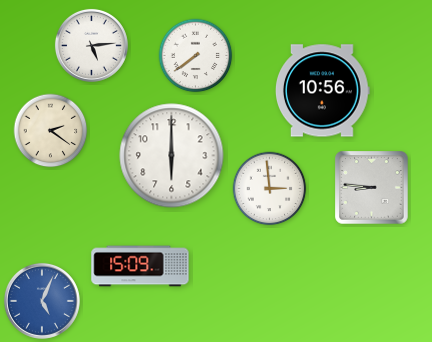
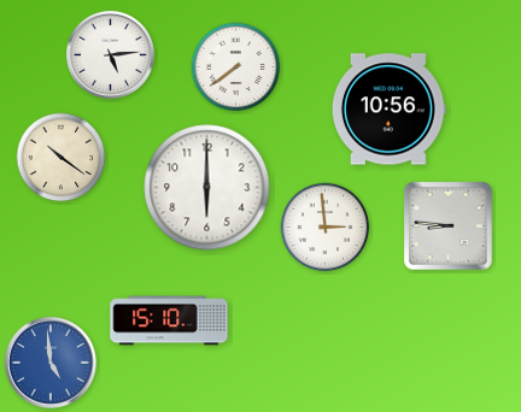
clock at (51, 131): 2:21 -> 10:21
clock at (140, 266): 15:09 -> 15:10
clock at (42, 301): 5:04 -> 4:59
